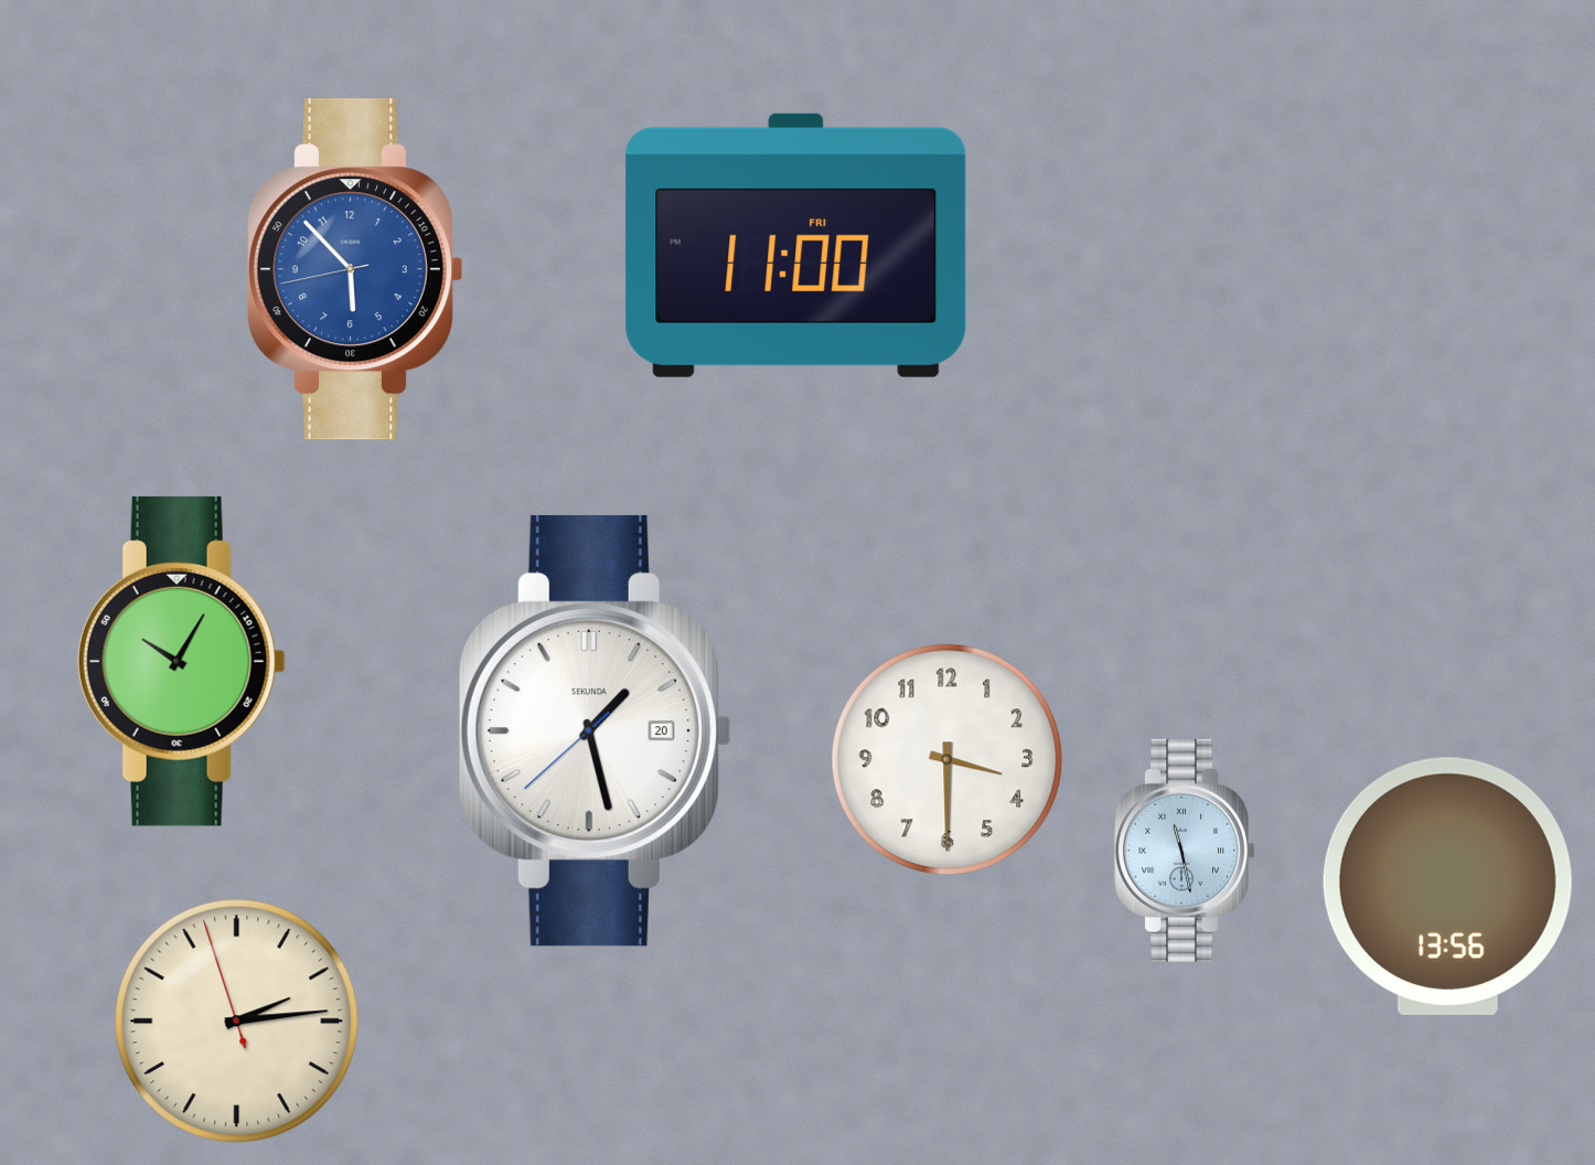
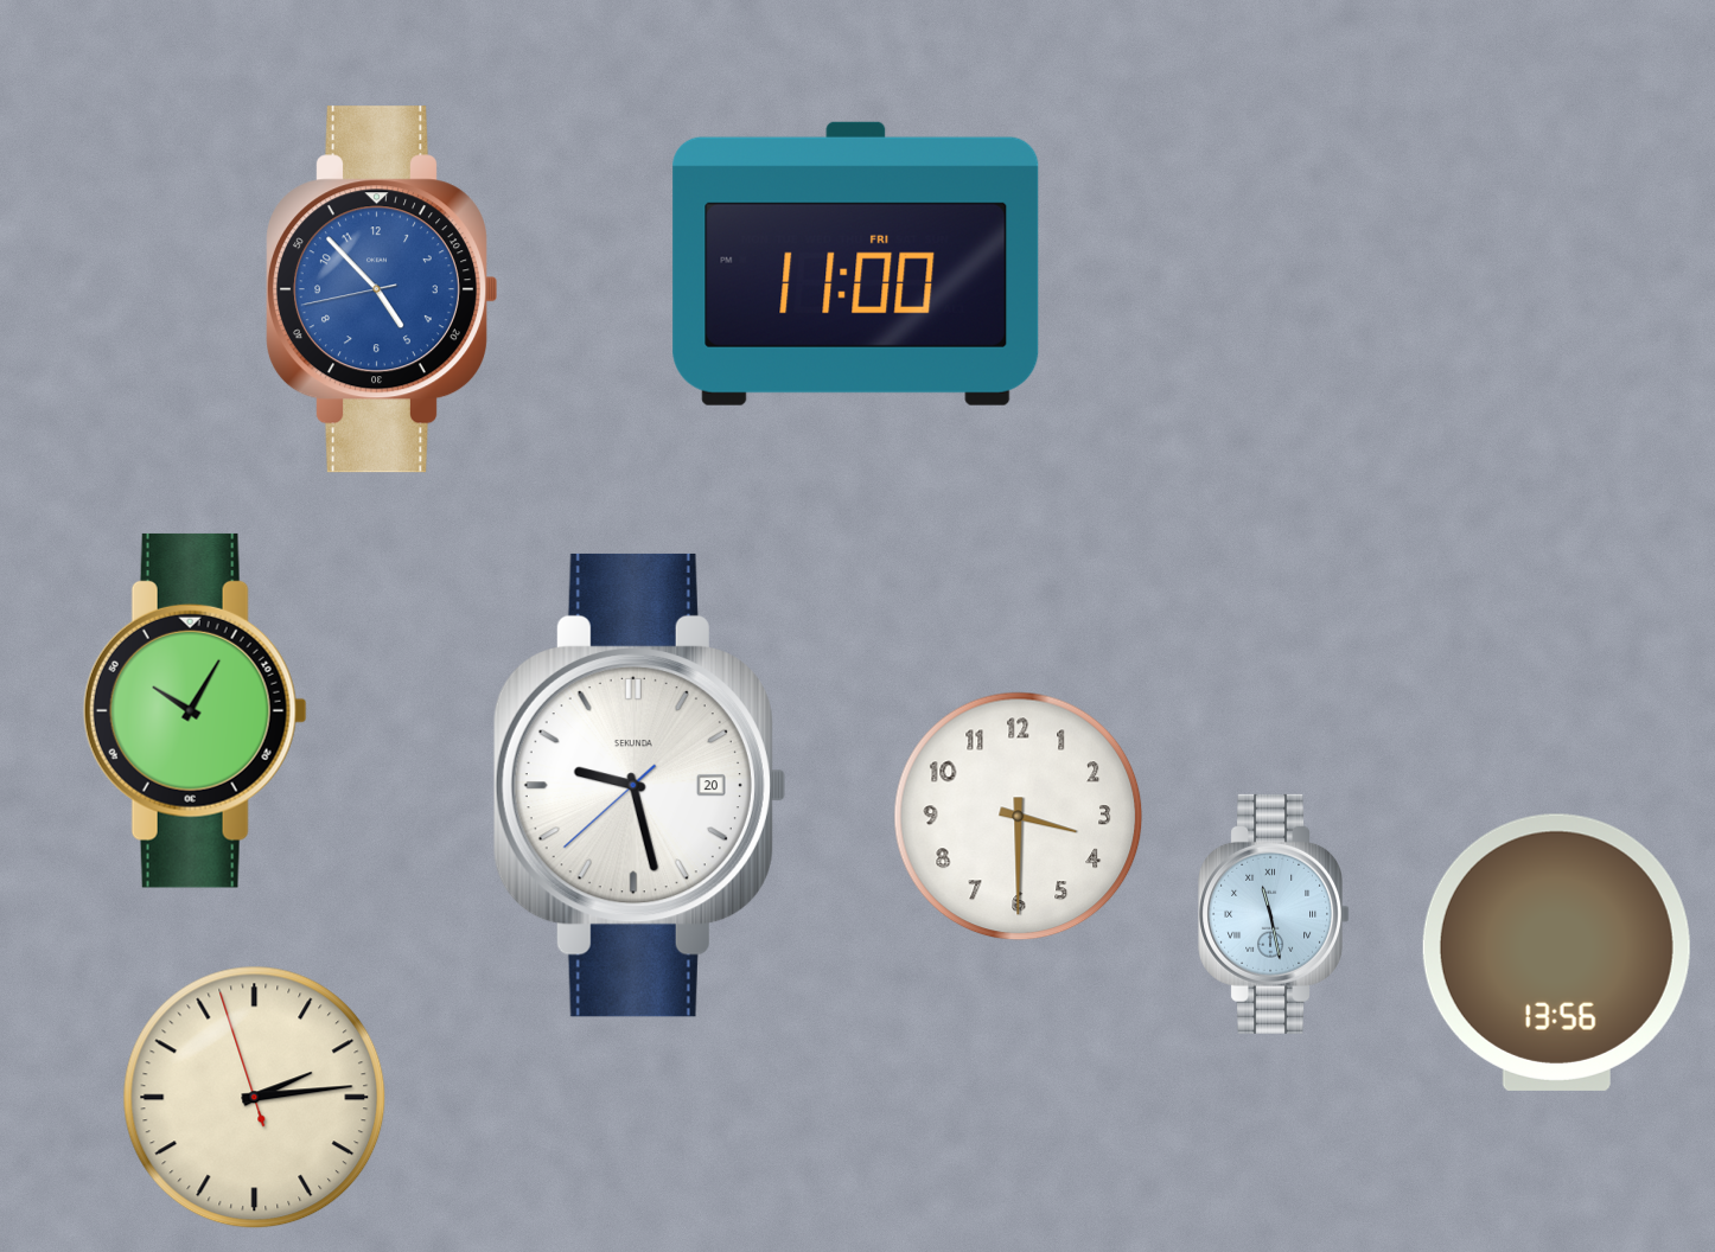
clock at (354, 269): 5:52 -> 4:52
clock at (595, 730): 1:27 -> 9:27
